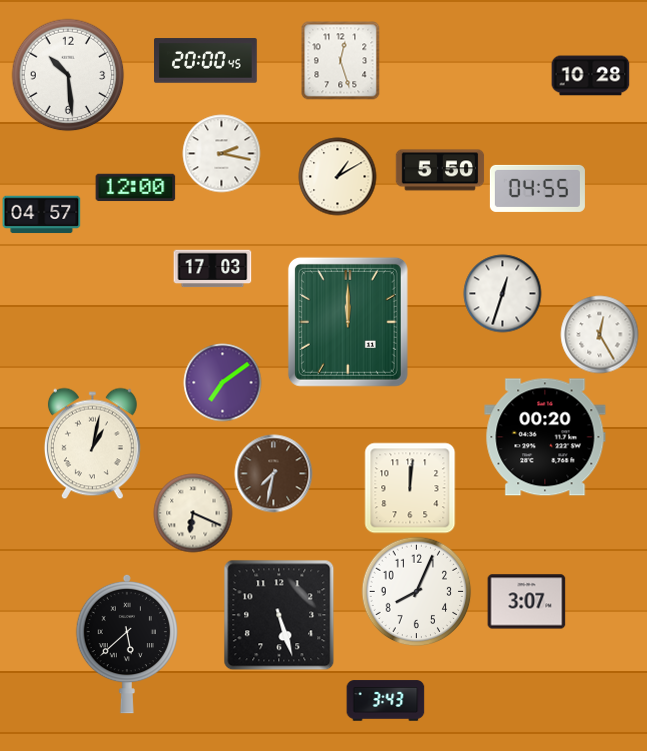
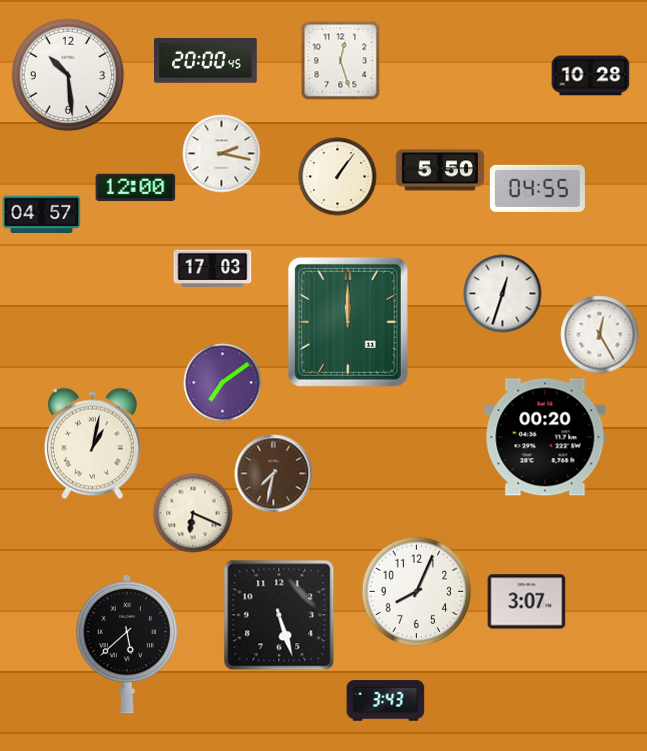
clock at (337, 176): 1:10 -> 1:06
clock at (410, 488): 12:01 -> none
